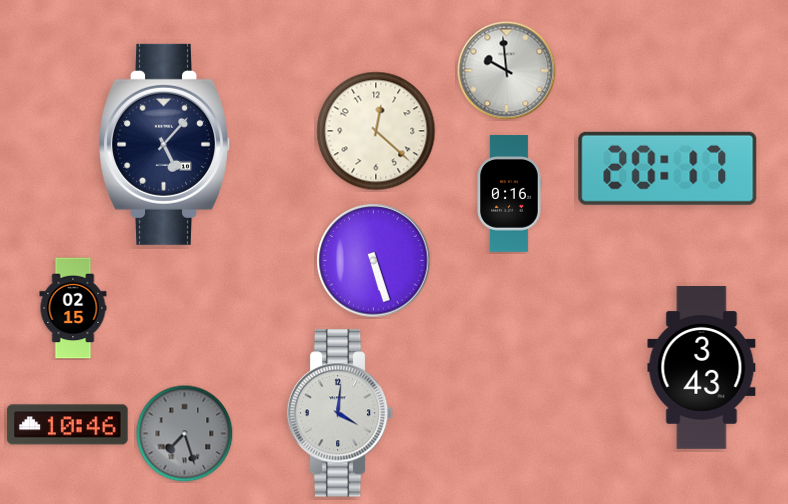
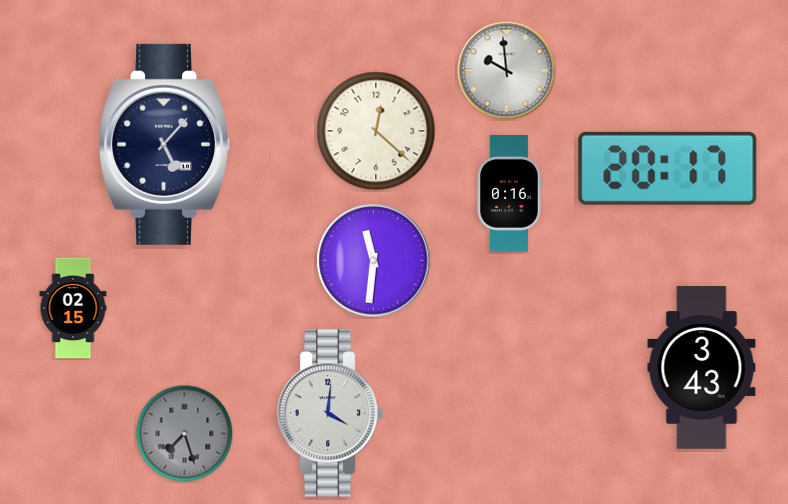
clock at (374, 261): 5:27 -> 11:31
clock at (340, 413) position: (340, 413) -> (330, 413)
clock at (68, 425): 10:46 -> none
